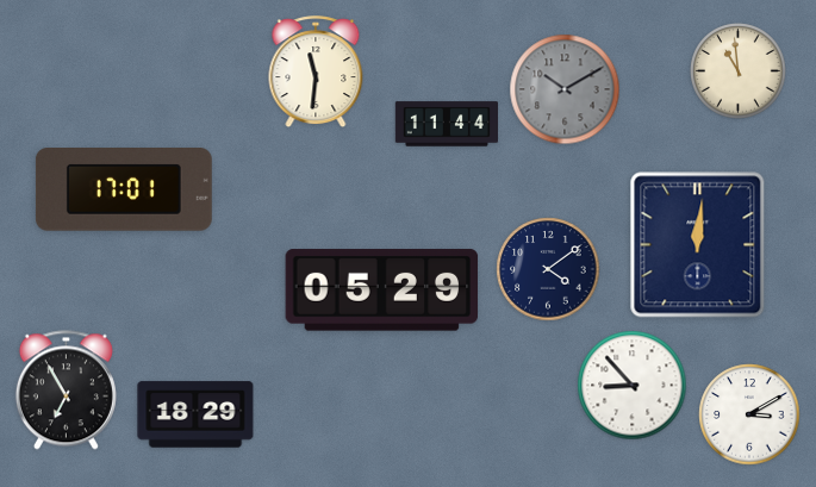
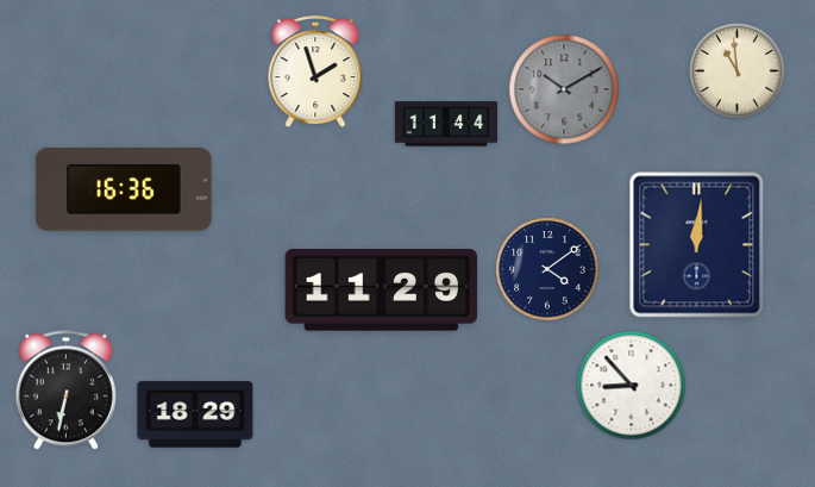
clock at (316, 73): 11:31 -> 1:57
clock at (124, 191): 17:01 -> 16:36
clock at (382, 291): 05:29 -> 11:29
clock at (66, 391): 6:55 -> 6:32
clock at (749, 414): 3:10 -> none
